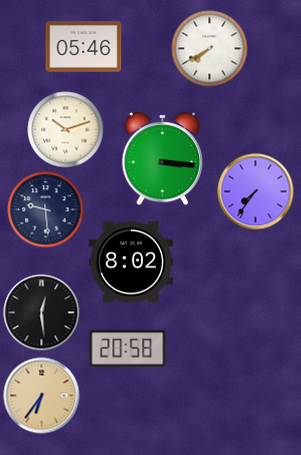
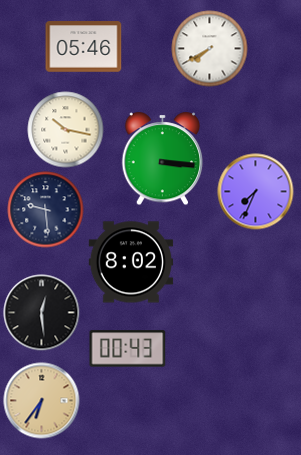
clock at (66, 130): 10:12 -> 10:17
clock at (256, 192): 7:36 -> 7:34
clock at (128, 349): 20:58 -> 00:43
clock at (42, 396) position: (42, 396) -> (42, 401)
